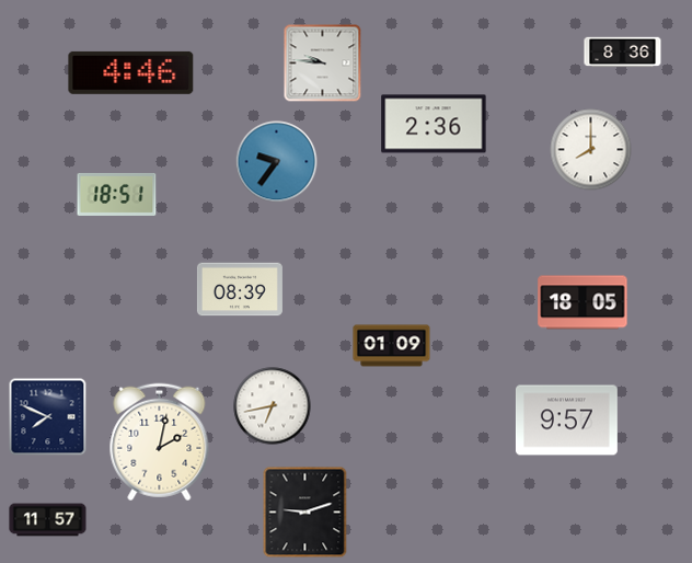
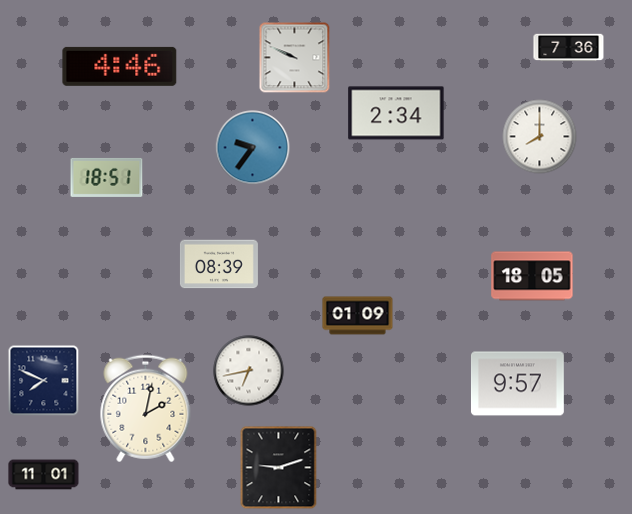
clock at (623, 53): 8:36 -> 7:36
clock at (323, 64): 9:46 -> 9:49
clock at (434, 124): 2:36 -> 2:34
clock at (160, 443) position: (160, 443) -> (146, 409)
clock at (48, 520): 11:57 -> 11:01
